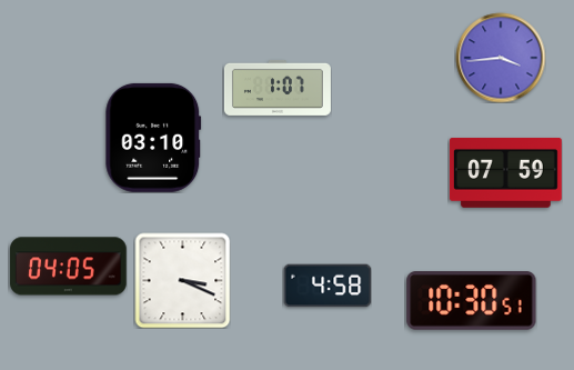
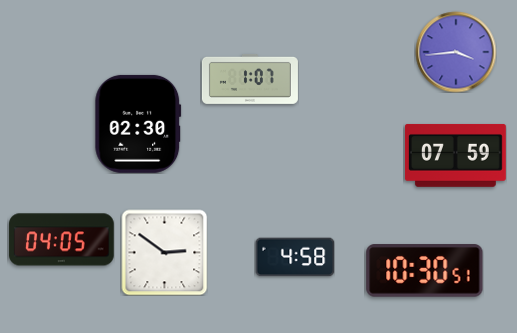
clock at (501, 58) position: (501, 58) -> (456, 52)
clock at (153, 138): 03:10 -> 02:30
clock at (182, 280): 3:19 -> 2:51
